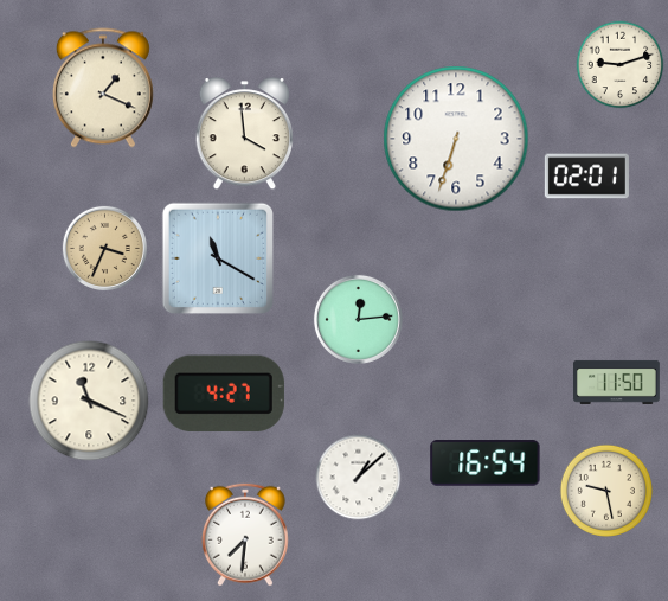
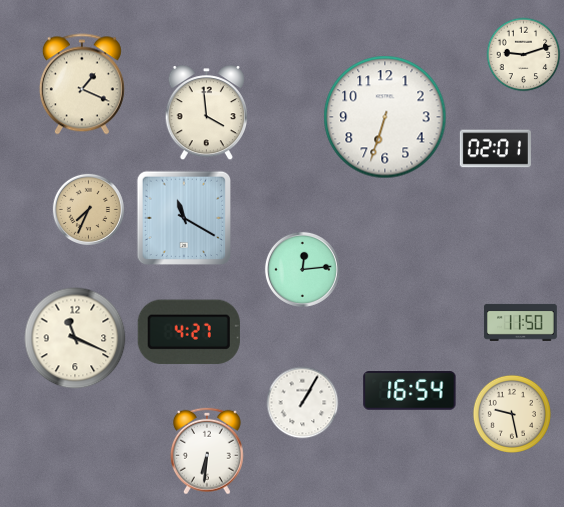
clock at (103, 88) position: (103, 88) -> (82, 84)
clock at (104, 248): 3:34 -> 7:34
clock at (359, 478): 1:08 -> 1:05
clock at (245, 535): 7:31 -> 6:31
